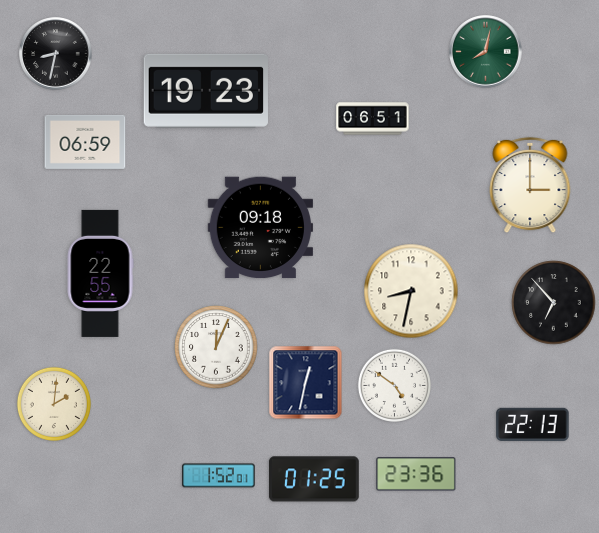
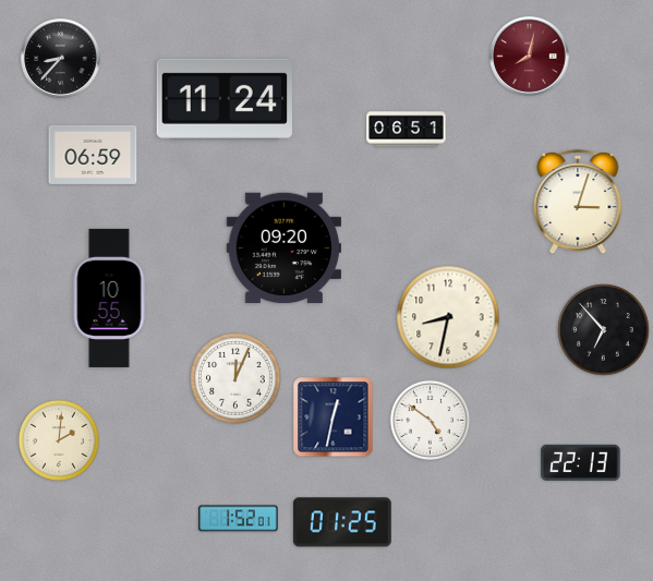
clock at (486, 52) dial: green -> burgundy
clock at (56, 54): 8:32 -> 8:37
clock at (206, 91): 19:23 -> 11:24
clock at (530, 185): 3:00 -> 3:03
clock at (260, 228): 09:18 -> 09:20
clock at (100, 273): 22:55 -> 10:55
clock at (416, 474): 23:36 -> none
